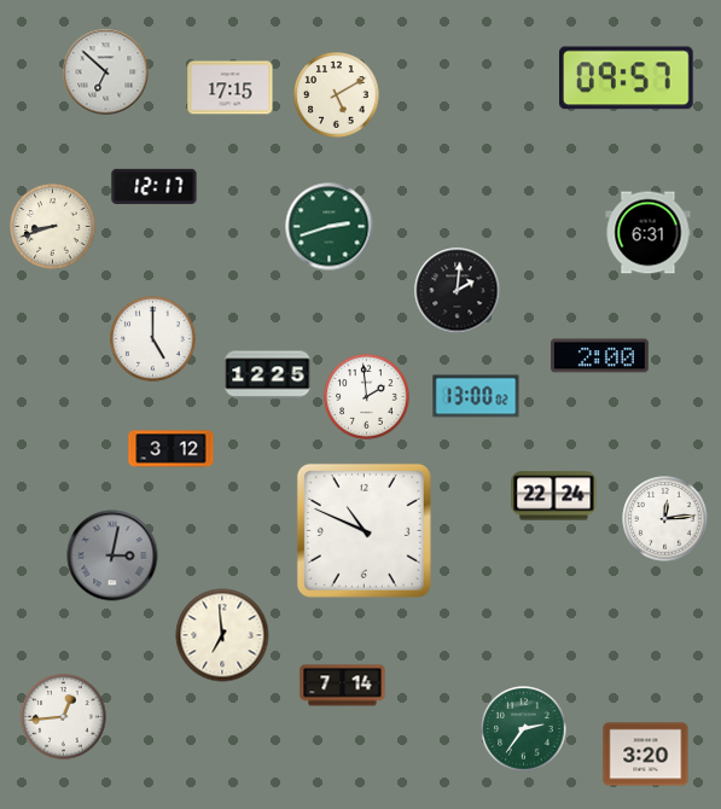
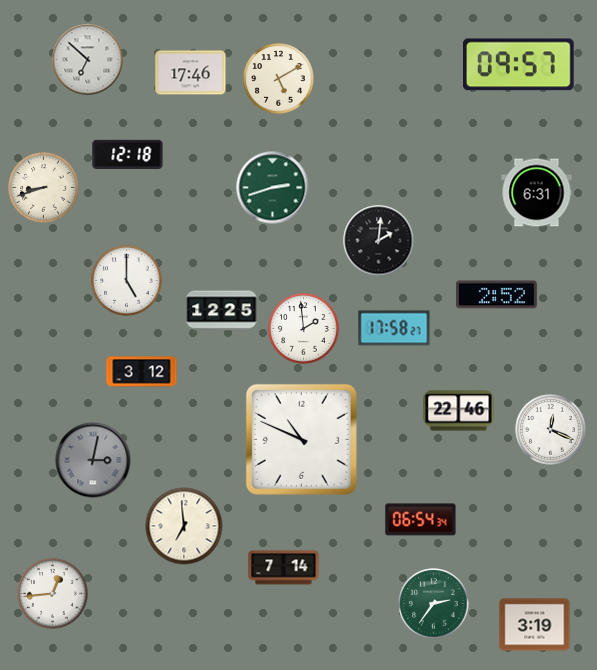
clock at (231, 88): 17:15 -> 17:46
clock at (155, 186): 12:17 -> 12:18
clock at (600, 356): 2:00 -> 2:52
clock at (476, 396): 13:00 -> 17:58
clock at (554, 496): 22:24 -> 22:46
clock at (665, 519): 12:14 -> 12:19
clock at (421, 520): none -> 06:54
clock at (646, 755): 3:20 -> 3:19
